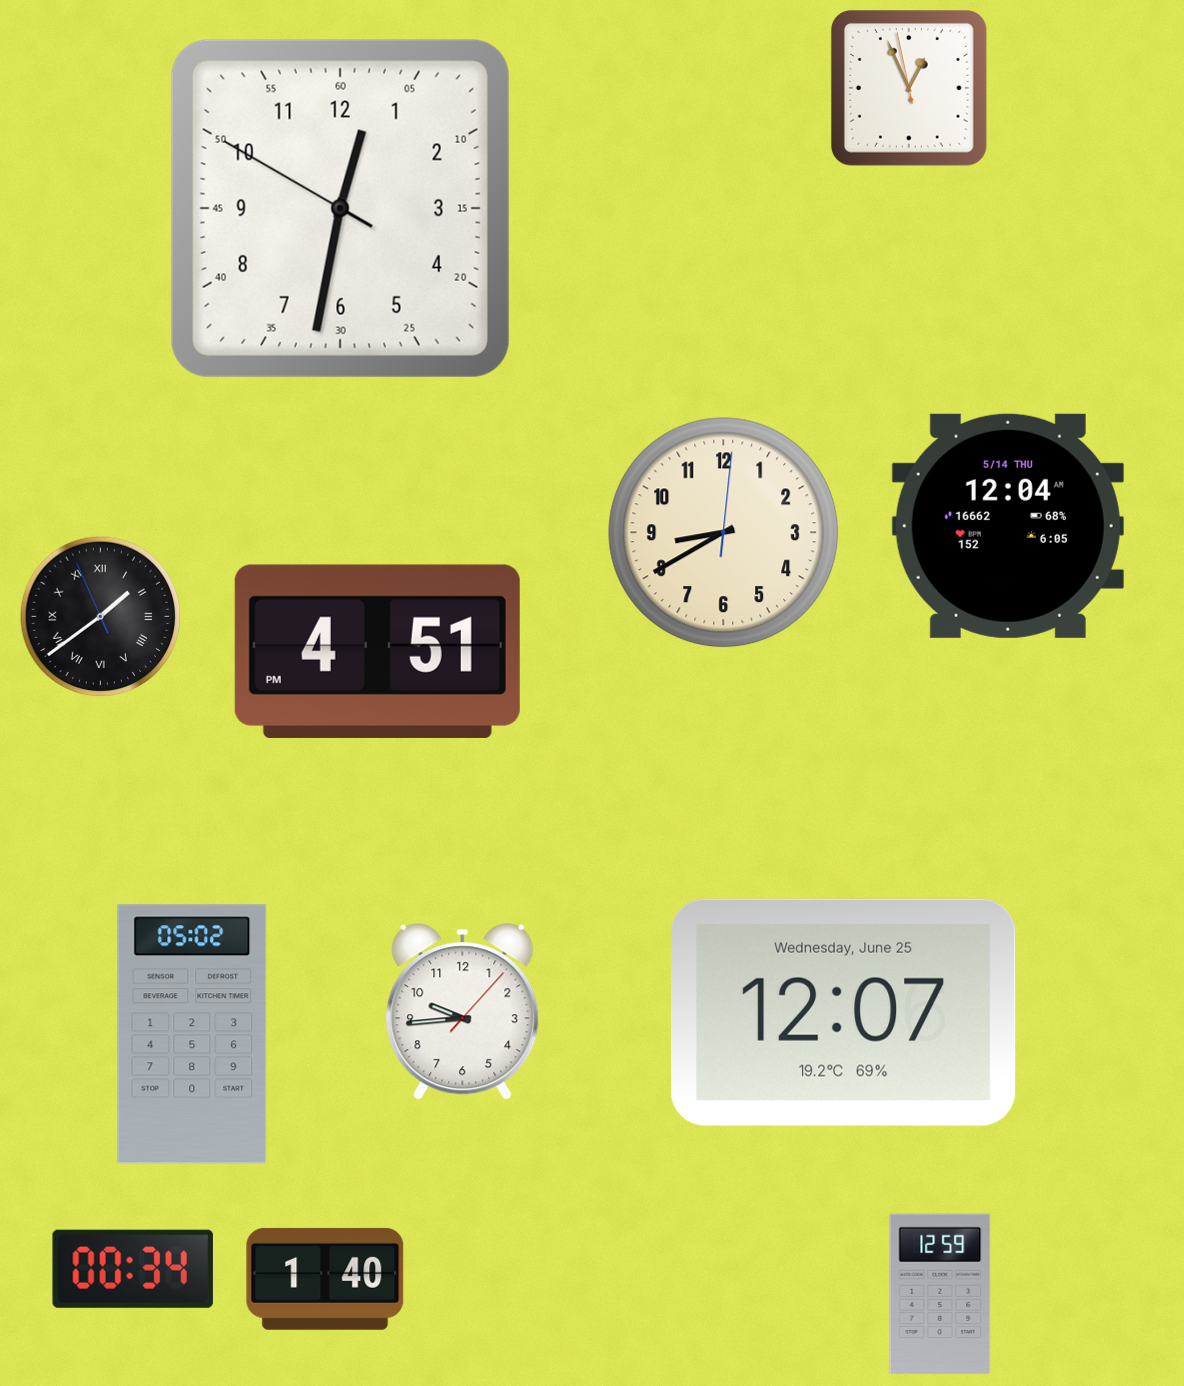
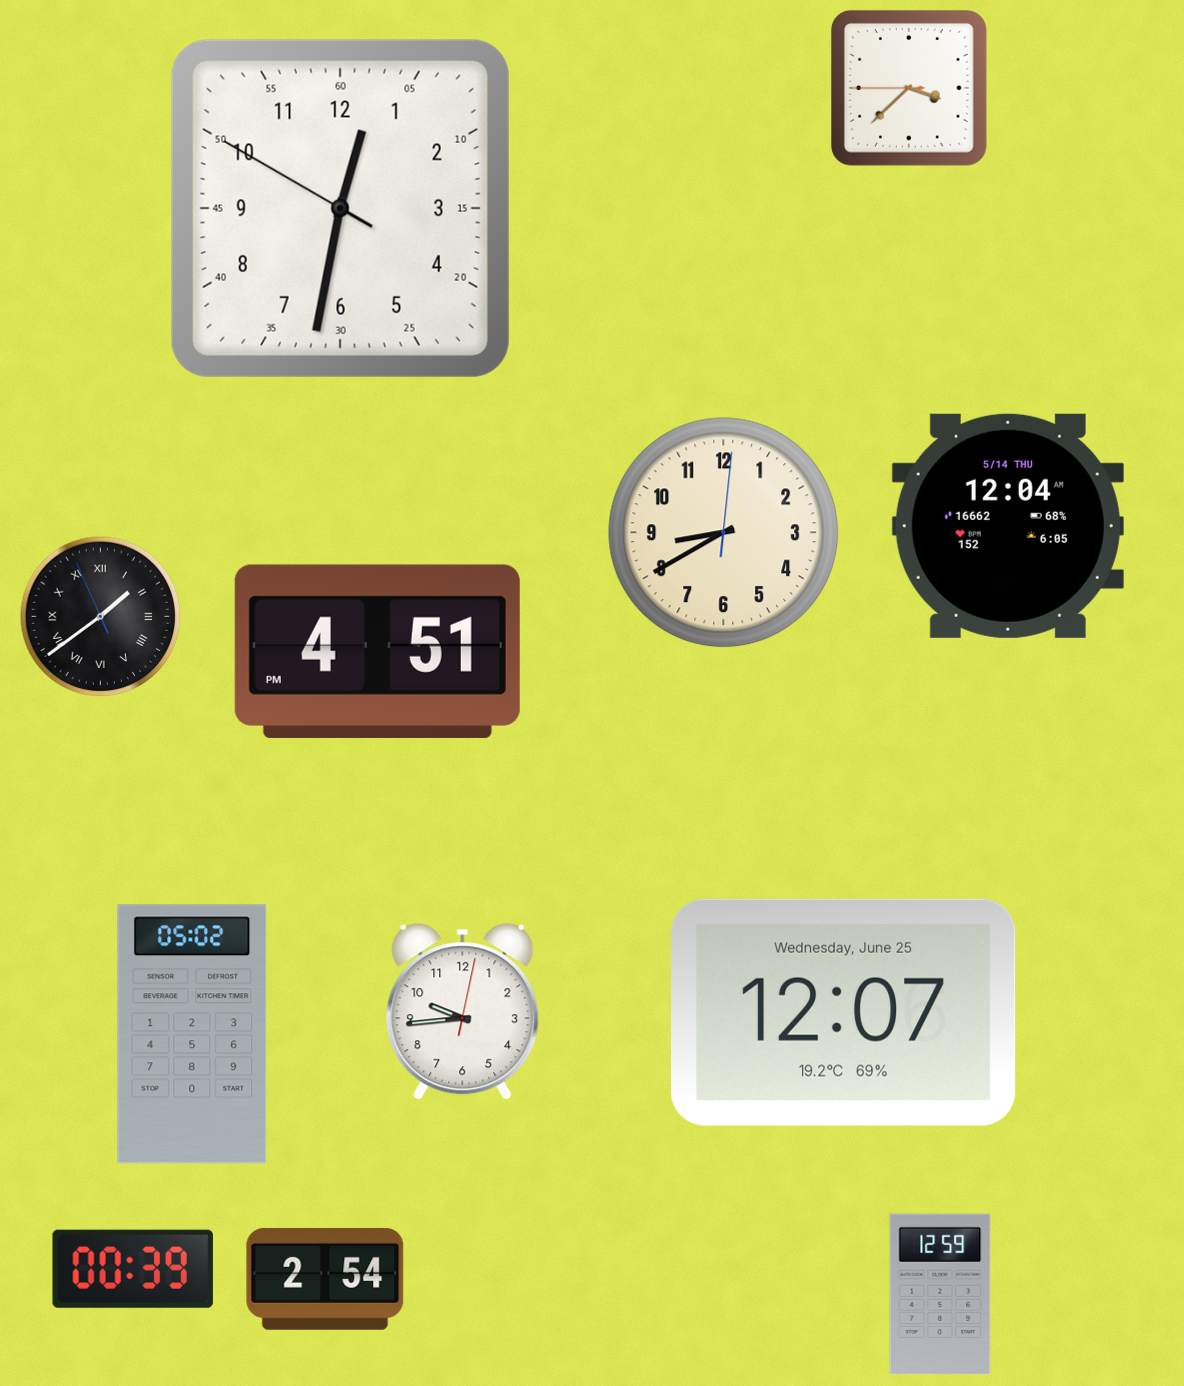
clock at (909, 88): 12:55 -> 3:37
clock at (463, 1012): 9:44:07 -> 9:44:02
clock at (133, 1269): 00:34 -> 00:39
clock at (325, 1279): 1:40 -> 2:54
